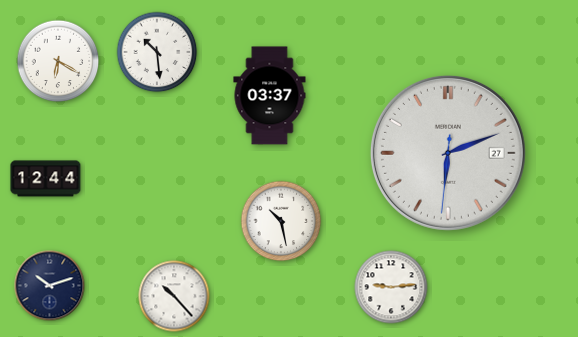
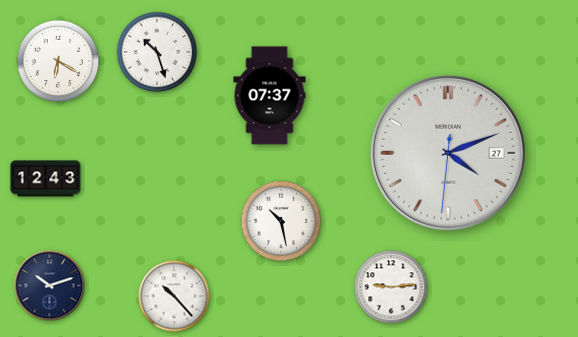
clock at (157, 52): 10:29 -> 10:27
clock at (270, 96): 03:37 -> 07:37
clock at (448, 153): 6:11 -> 4:11
clock at (46, 179): 12:44 -> 12:43
